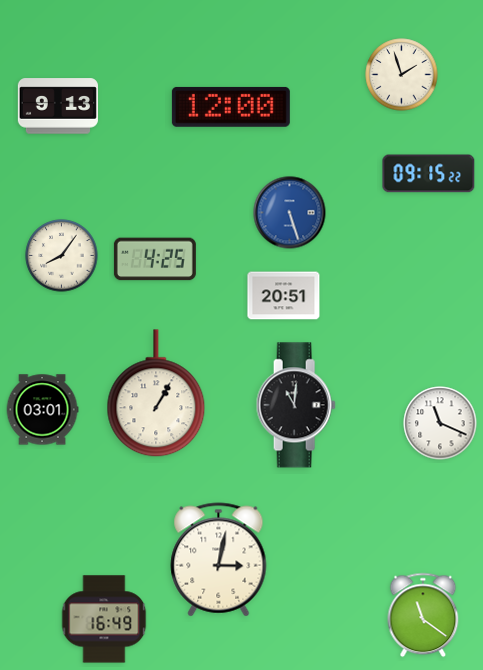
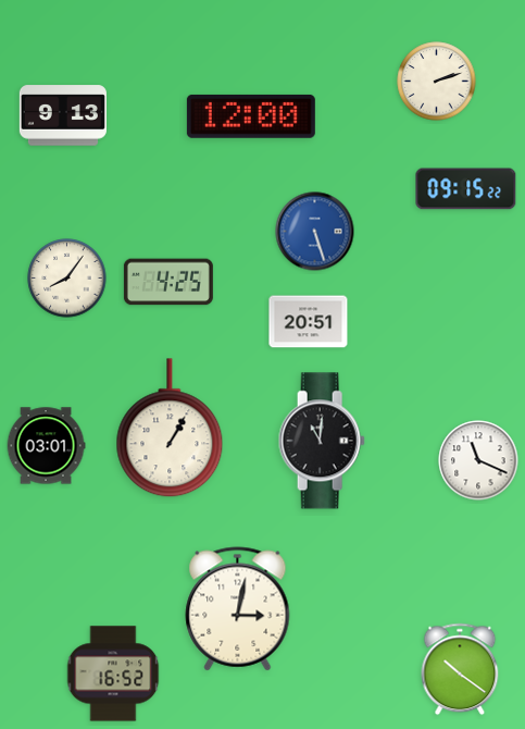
clock at (402, 75): 1:57 -> 2:12
clock at (423, 615): 11:21 -> 10:21
clock at (104, 619): 16:49 -> 16:52
